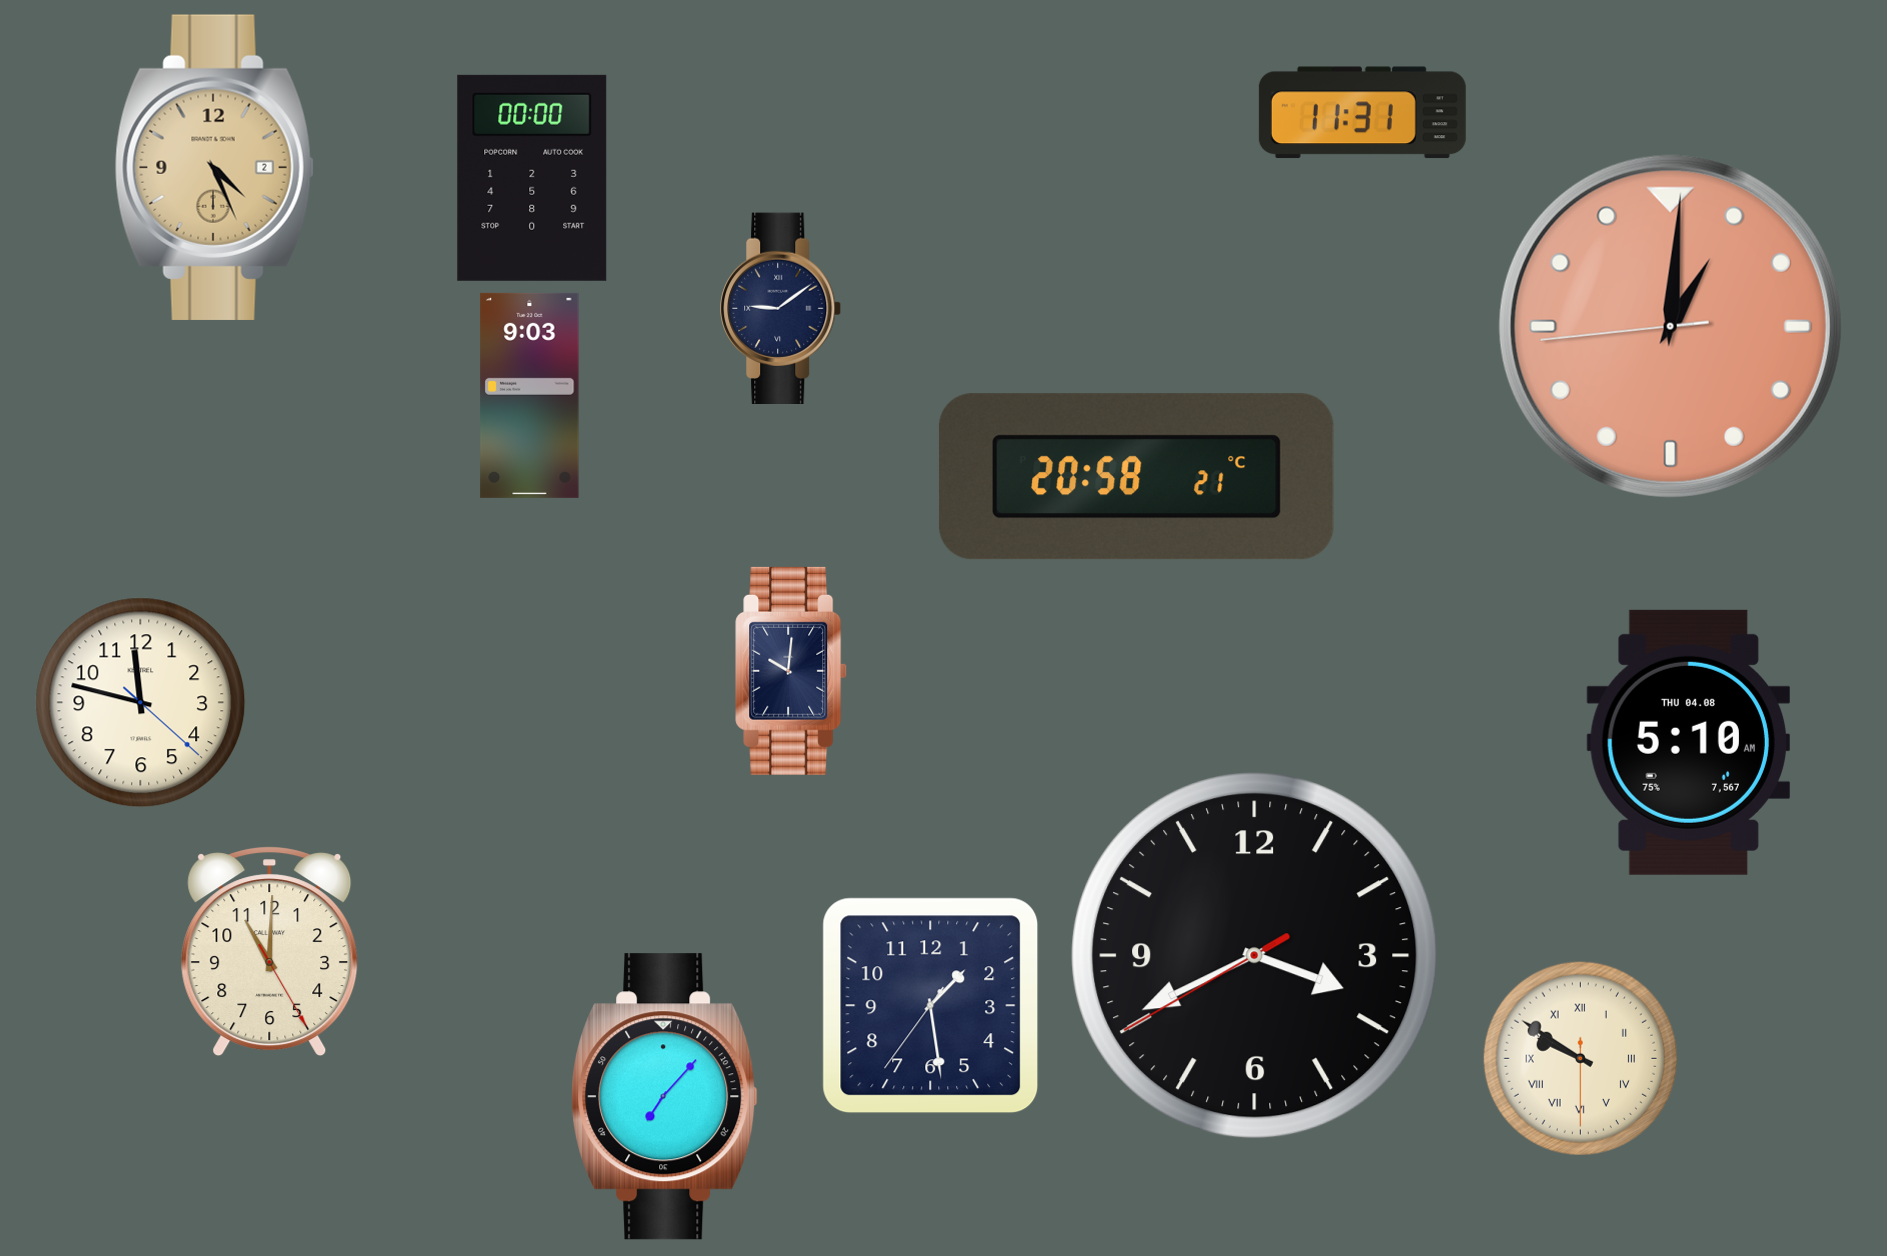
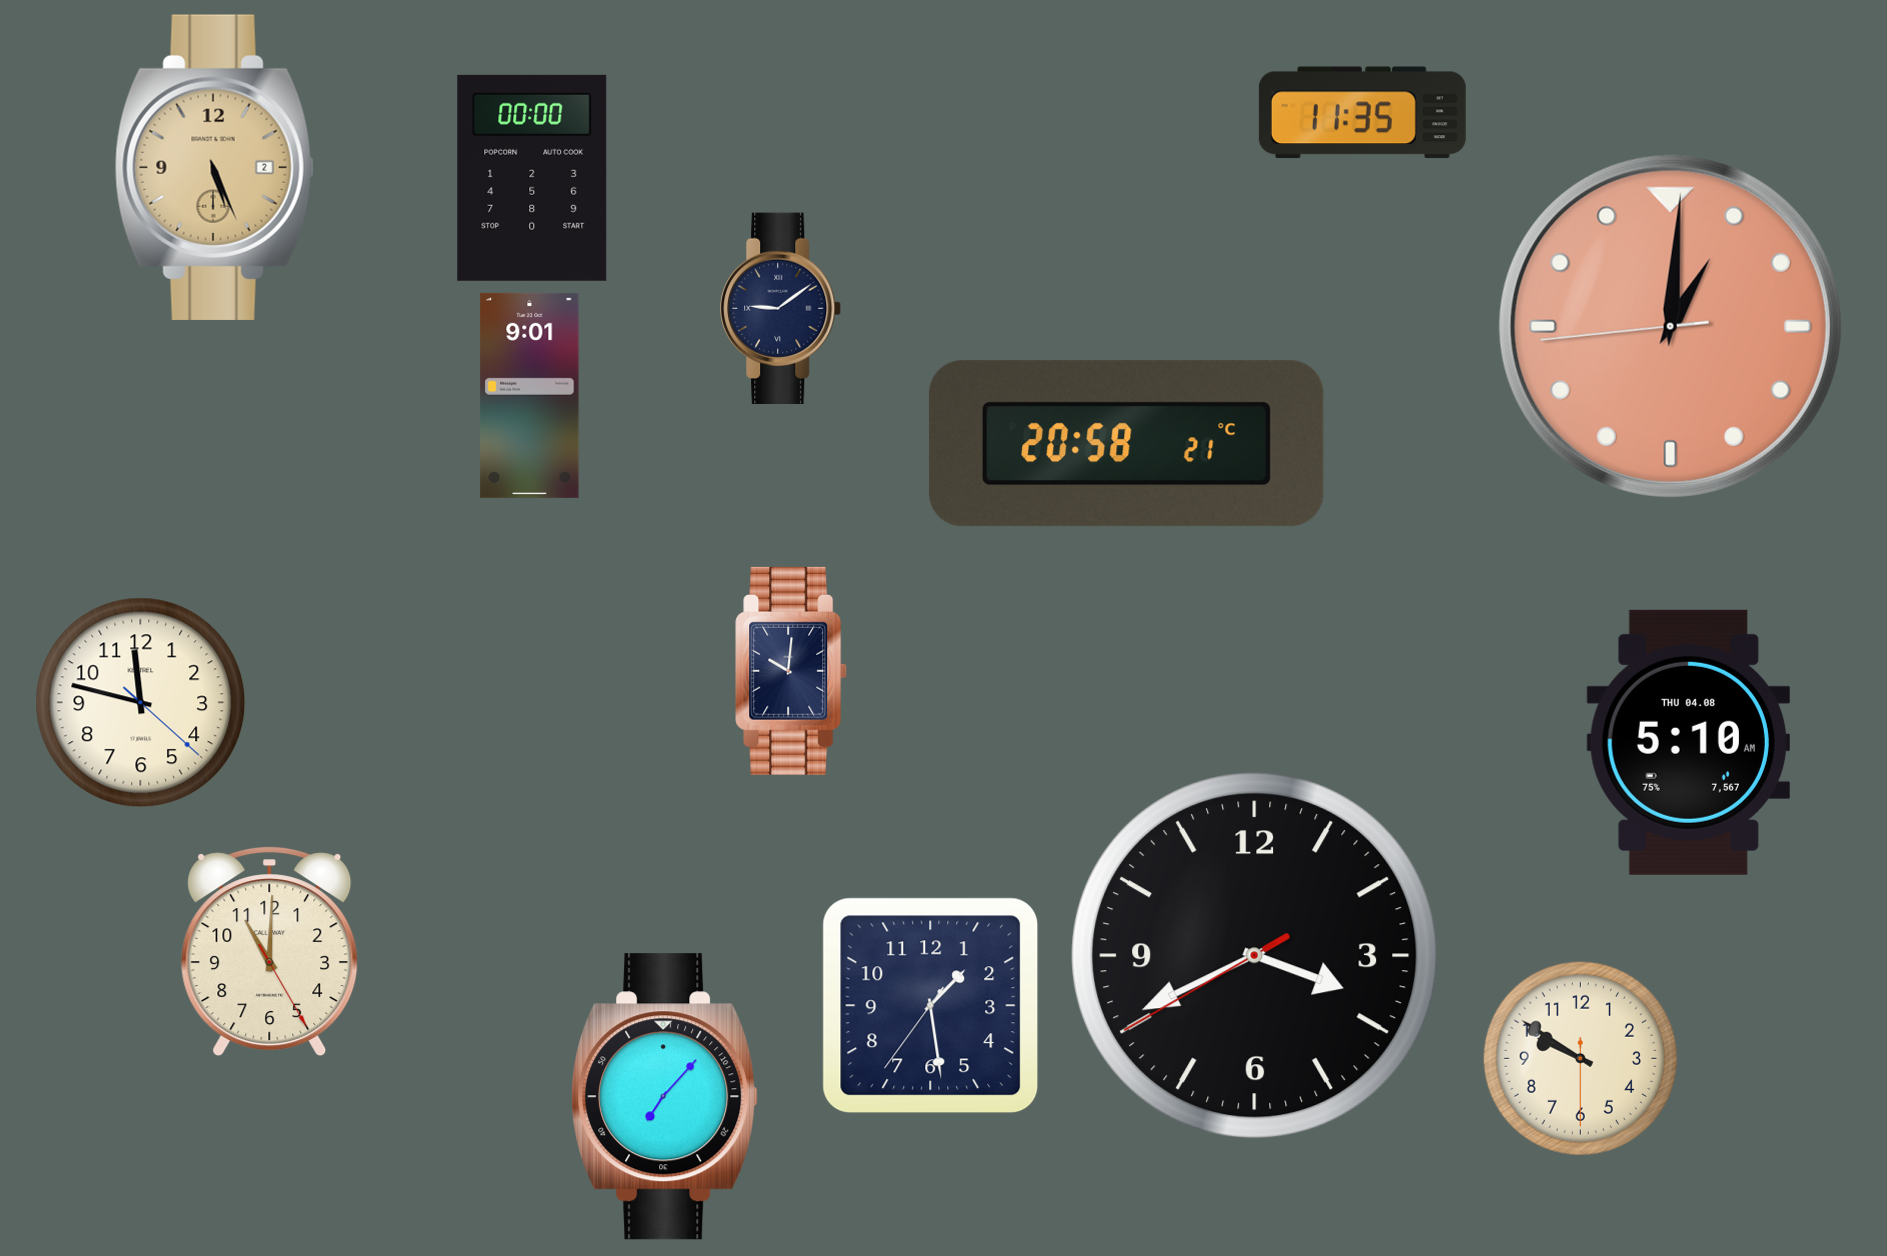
clock at (1362, 113): 11:31 -> 11:35
clock at (214, 167): 4:26 -> 5:26
clock at (530, 395): 9:03 -> 9:01
clock at (1136, 477) position: (1136, 477) -> (1126, 444)
clock at (1580, 1058) numerals: Roman -> Arabic
